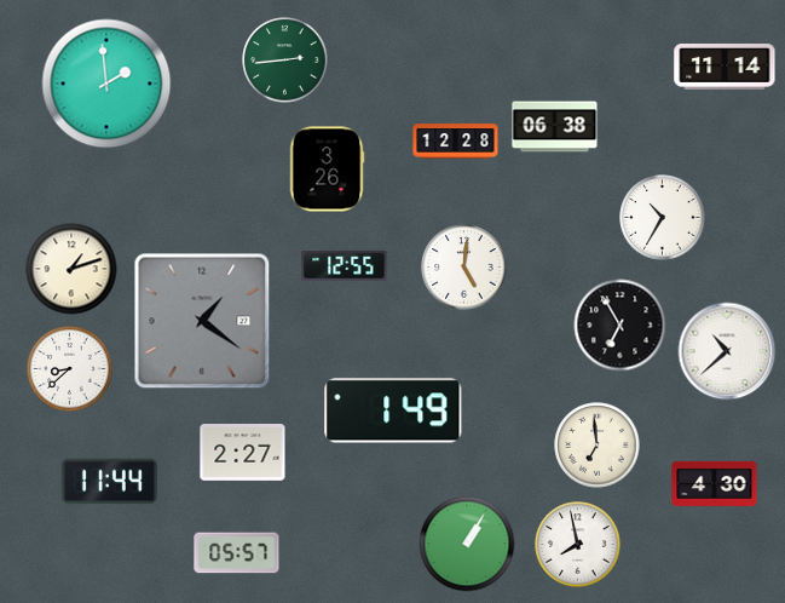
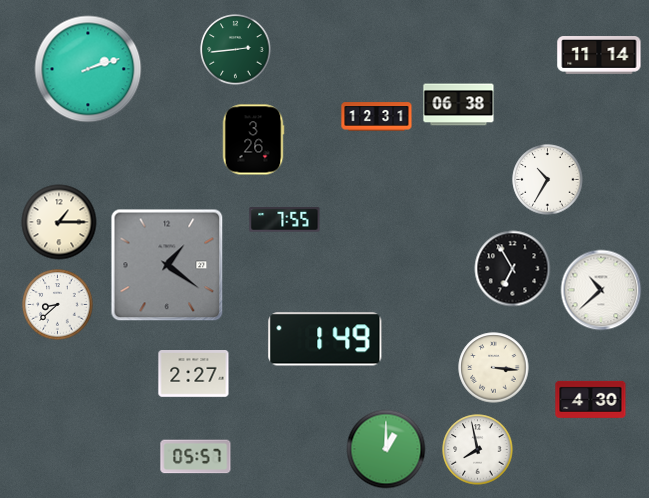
clock at (106, 84): 1:59 -> 2:12
clock at (456, 142): 12:28 -> 12:31
clock at (327, 170) position: (327, 170) -> (253, 140)
clock at (345, 266): 12:55 -> 7:55
clock at (464, 268): 5:01 -> none
clock at (71, 269): 1:12 -> 1:15
clock at (598, 446): 6:59 -> 3:16
clock at (243, 453) position: (243, 453) -> (194, 374)
clock at (109, 482): 11:44 -> none
clock at (467, 544): 1:05 -> 1:00
